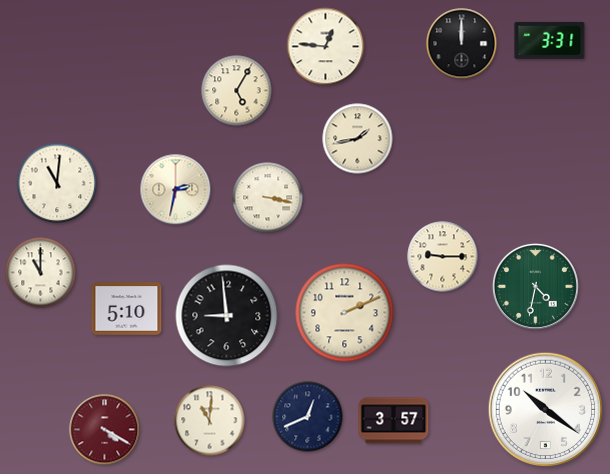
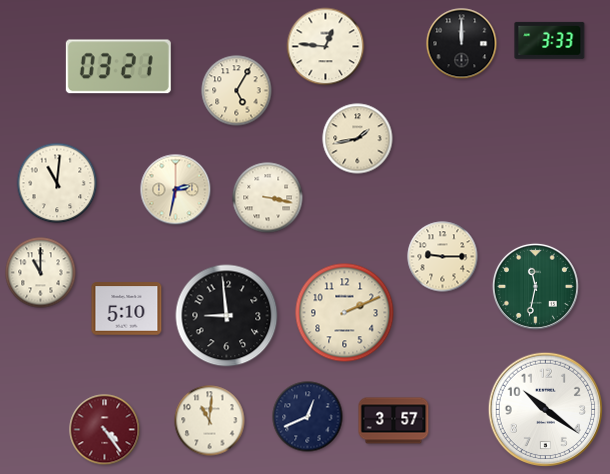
clock at (550, 40): 3:31 -> 3:33
clock at (118, 67): none -> 03:21
clock at (535, 286): 4:32 -> 11:32
clock at (105, 430): 4:20 -> 4:24
